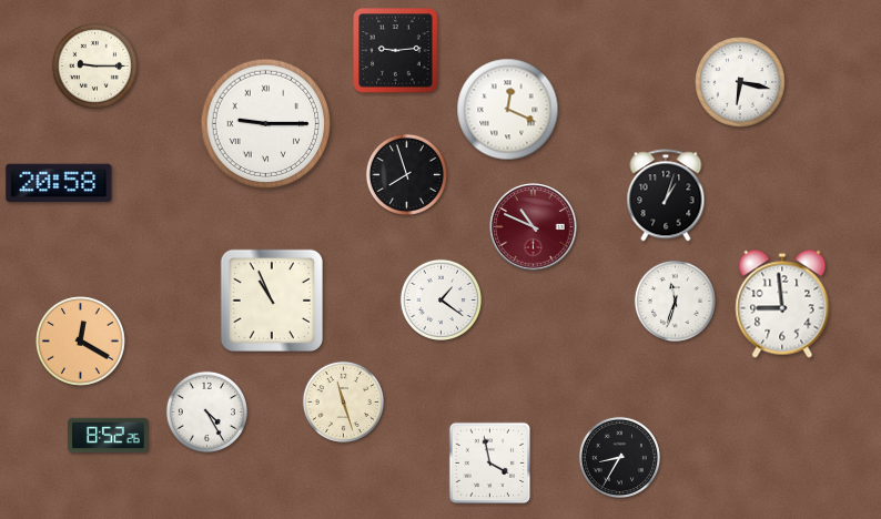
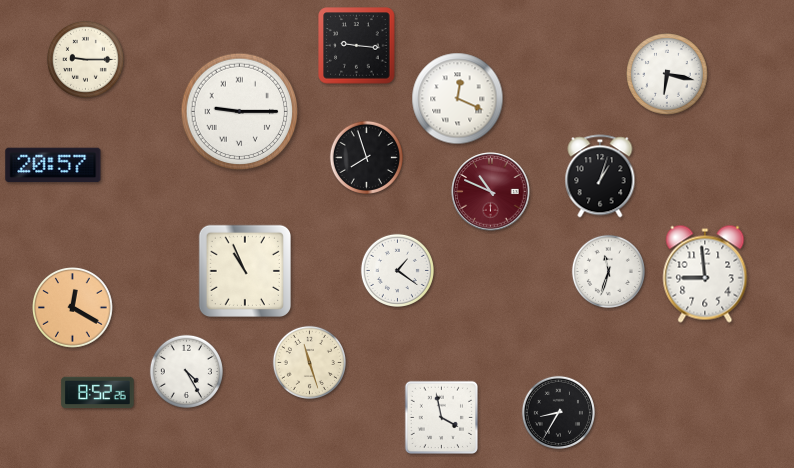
clock at (396, 51): 9:14 -> 9:16
clock at (59, 183): 20:58 -> 20:57
clock at (534, 227) position: (534, 227) -> (491, 192)
